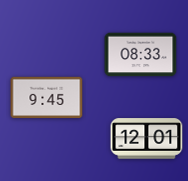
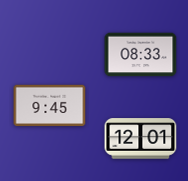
clock at (47, 98) position: (47, 98) -> (50, 106)
clock at (147, 139) position: (147, 139) -> (141, 139)
